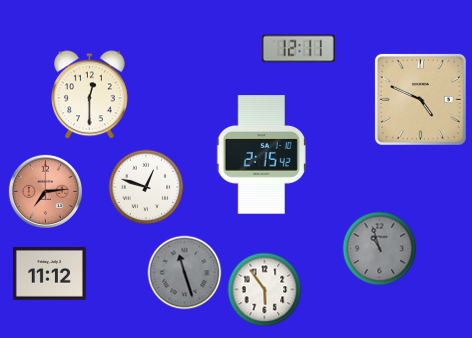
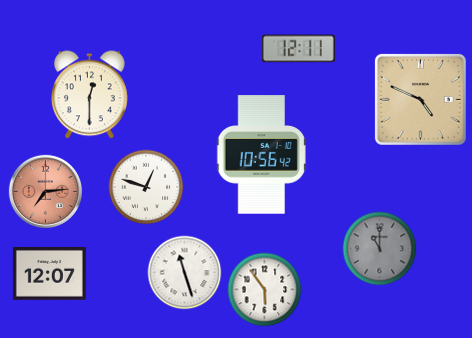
clock at (261, 155): 2:15 -> 10:56
clock at (380, 249): 10:57 -> 11:00
clock at (49, 273): 11:12 -> 12:07
clock at (185, 273) dial: grey -> white
